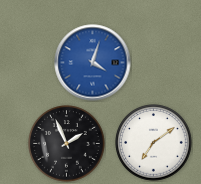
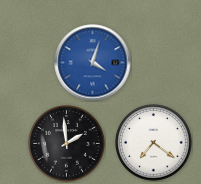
clock at (154, 143): 7:09 -> 7:21
clock at (67, 144): 1:56 -> 1:59
